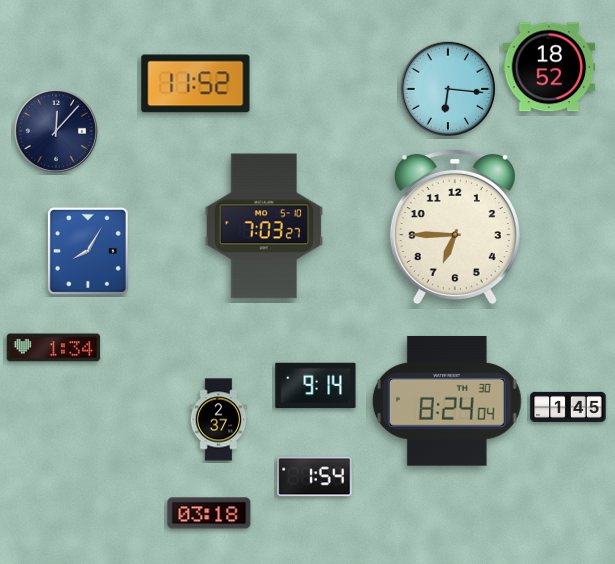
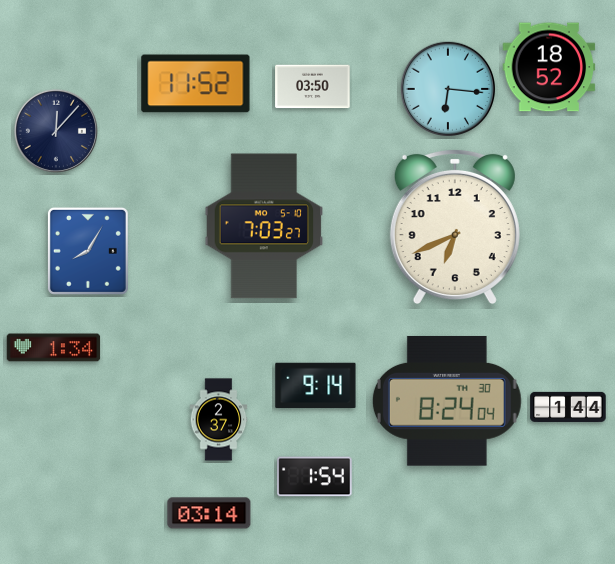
clock at (313, 87): none -> 03:50
clock at (455, 227): 6:45 -> 6:41
clock at (568, 407): 1:45 -> 1:44
clock at (209, 513): 03:18 -> 03:14
